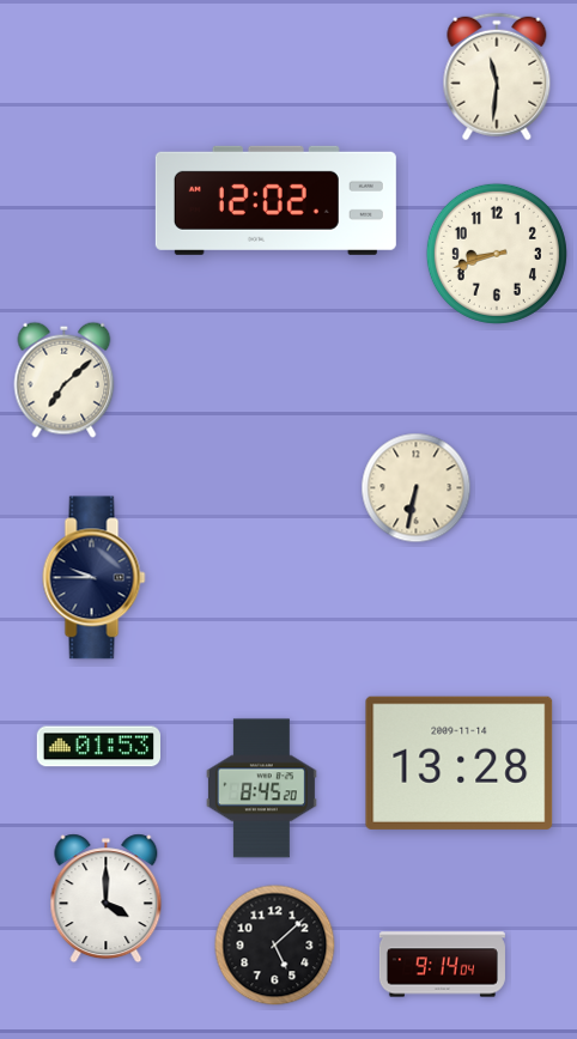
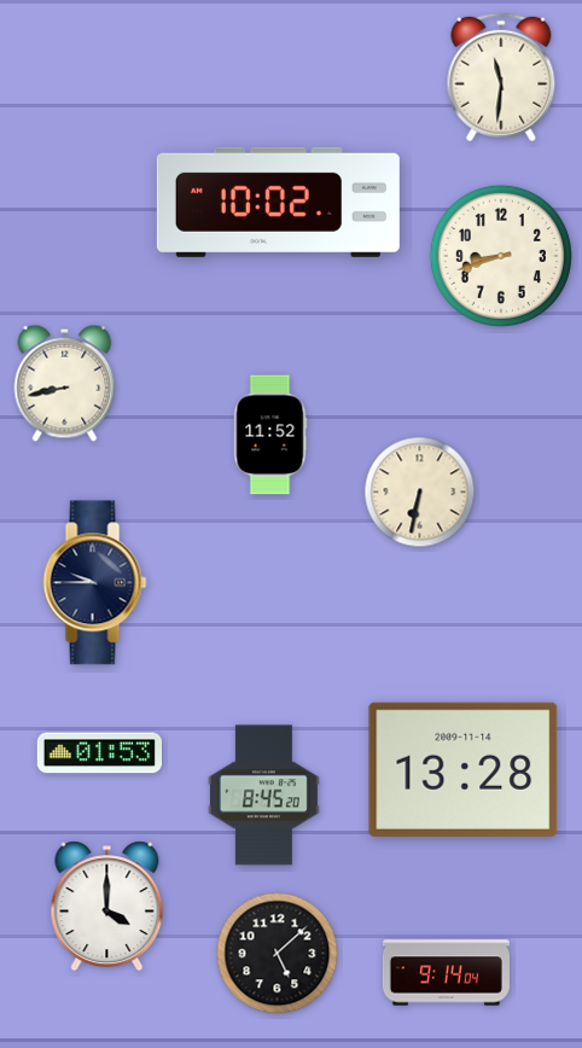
clock at (275, 200): 12:02 -> 10:02
clock at (65, 379): 7:08 -> 8:43
clock at (270, 435): none -> 11:52
